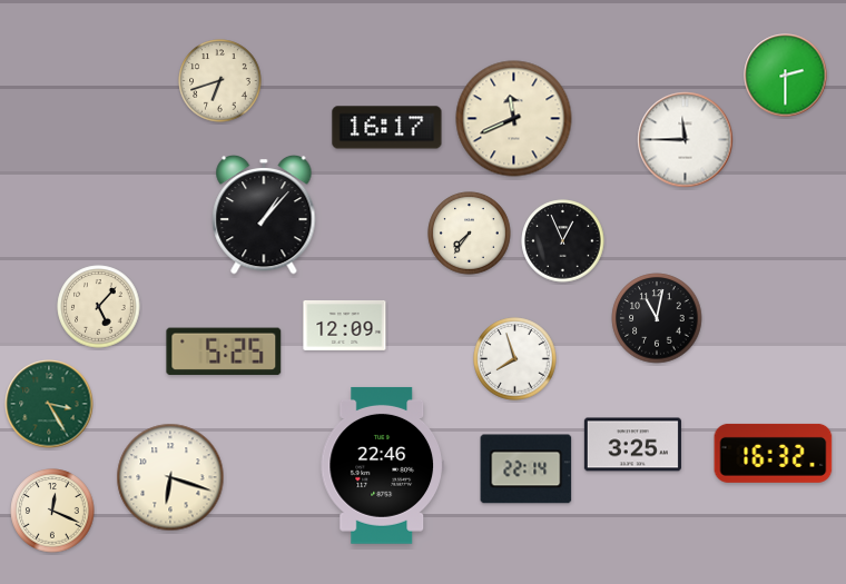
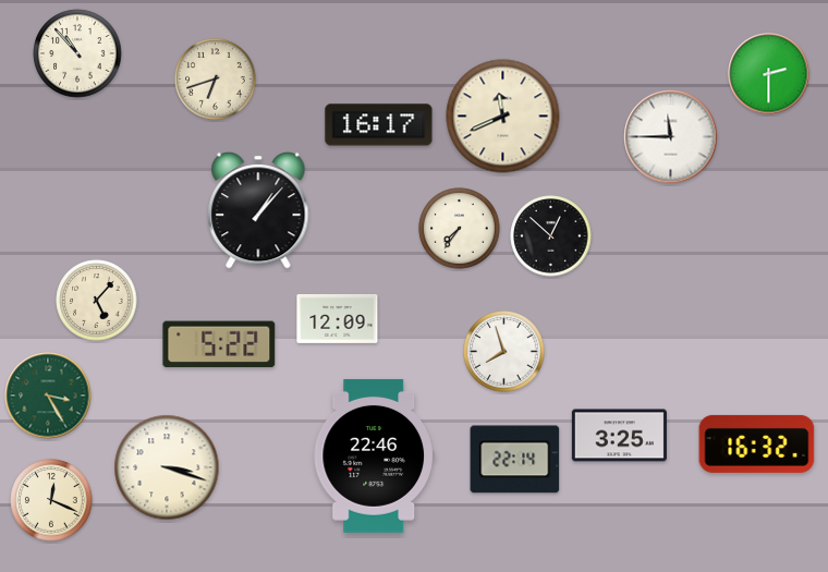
clock at (77, 53): none -> 10:53
clock at (563, 241): 12:56 -> 12:52
clock at (657, 318): 11:02 -> none
clock at (224, 352): 5:25 -> 5:22
clock at (170, 477): 6:18 -> 3:18
